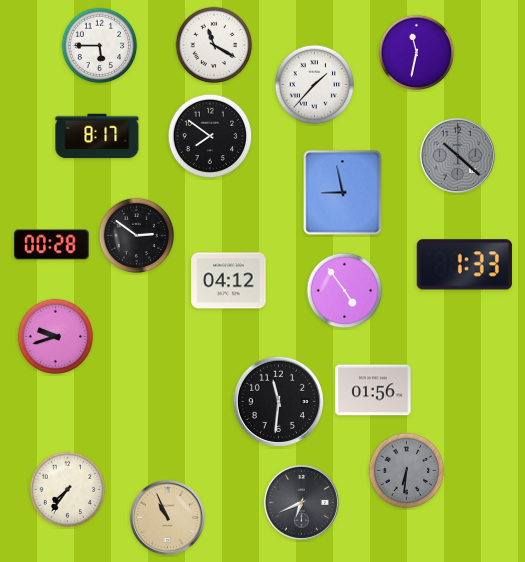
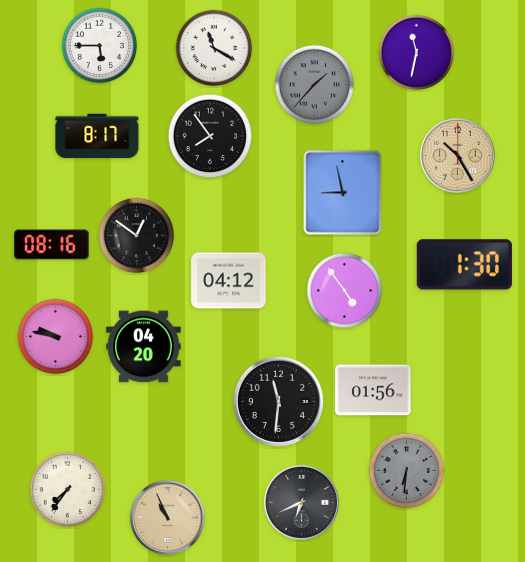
clock at (214, 45) position: (214, 45) -> (214, 48)
clock at (315, 85) dial: white -> grey
clock at (210, 136): 7:51 -> 7:54
clock at (457, 155): 10:22 -> 10:25
clock at (457, 155) dial: grey -> champagne
clock at (137, 236): 2:51 -> 12:51
clock at (52, 245): 00:28 -> 08:16
clock at (464, 265): 1:33 -> 1:30
clock at (56, 337): 9:42 -> 9:47
clock at (144, 347): none -> 04:20
